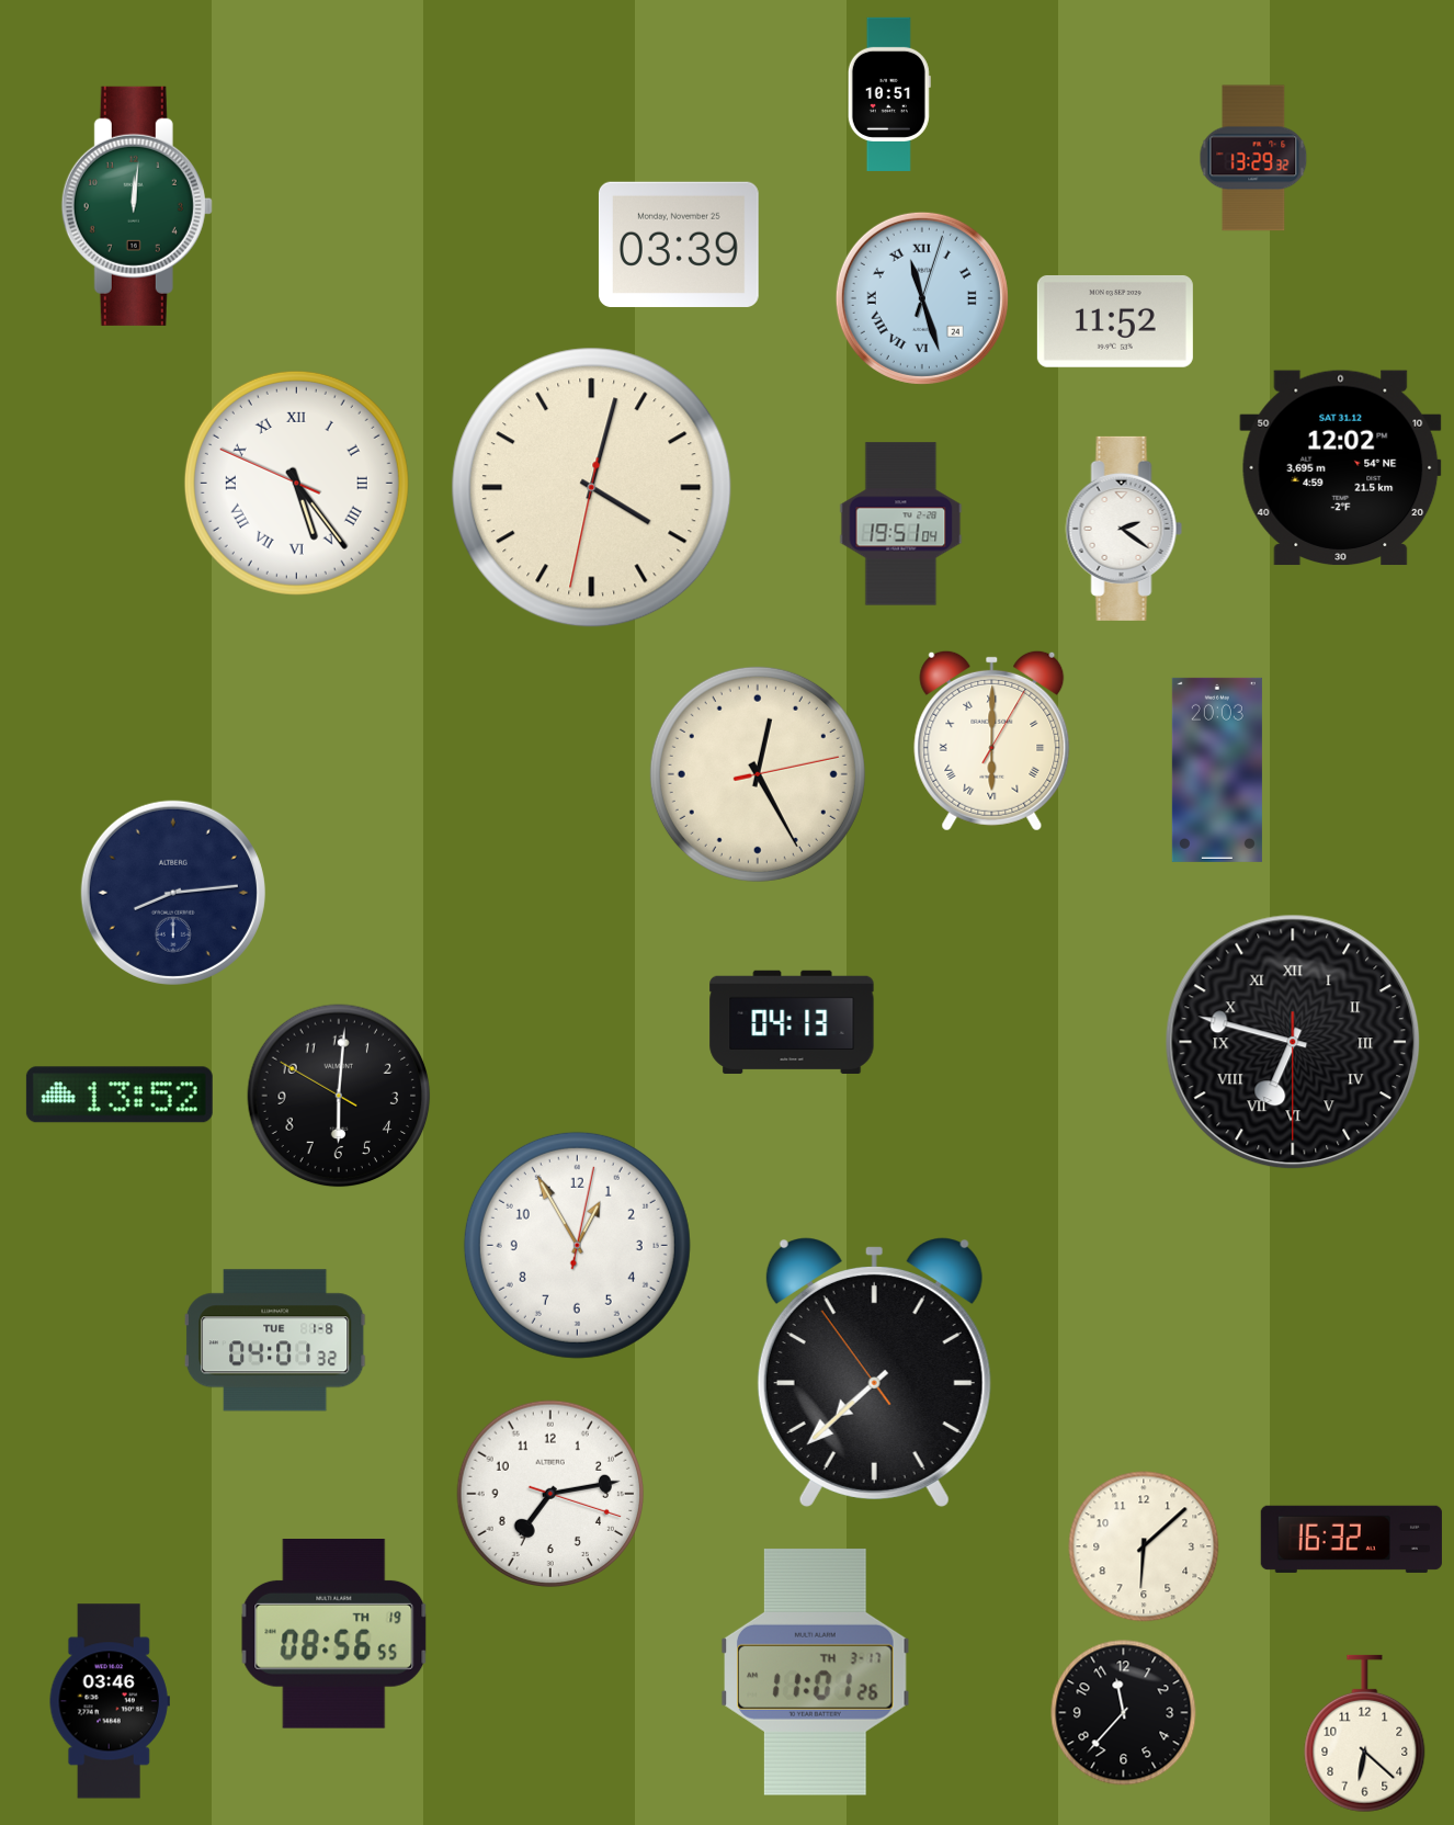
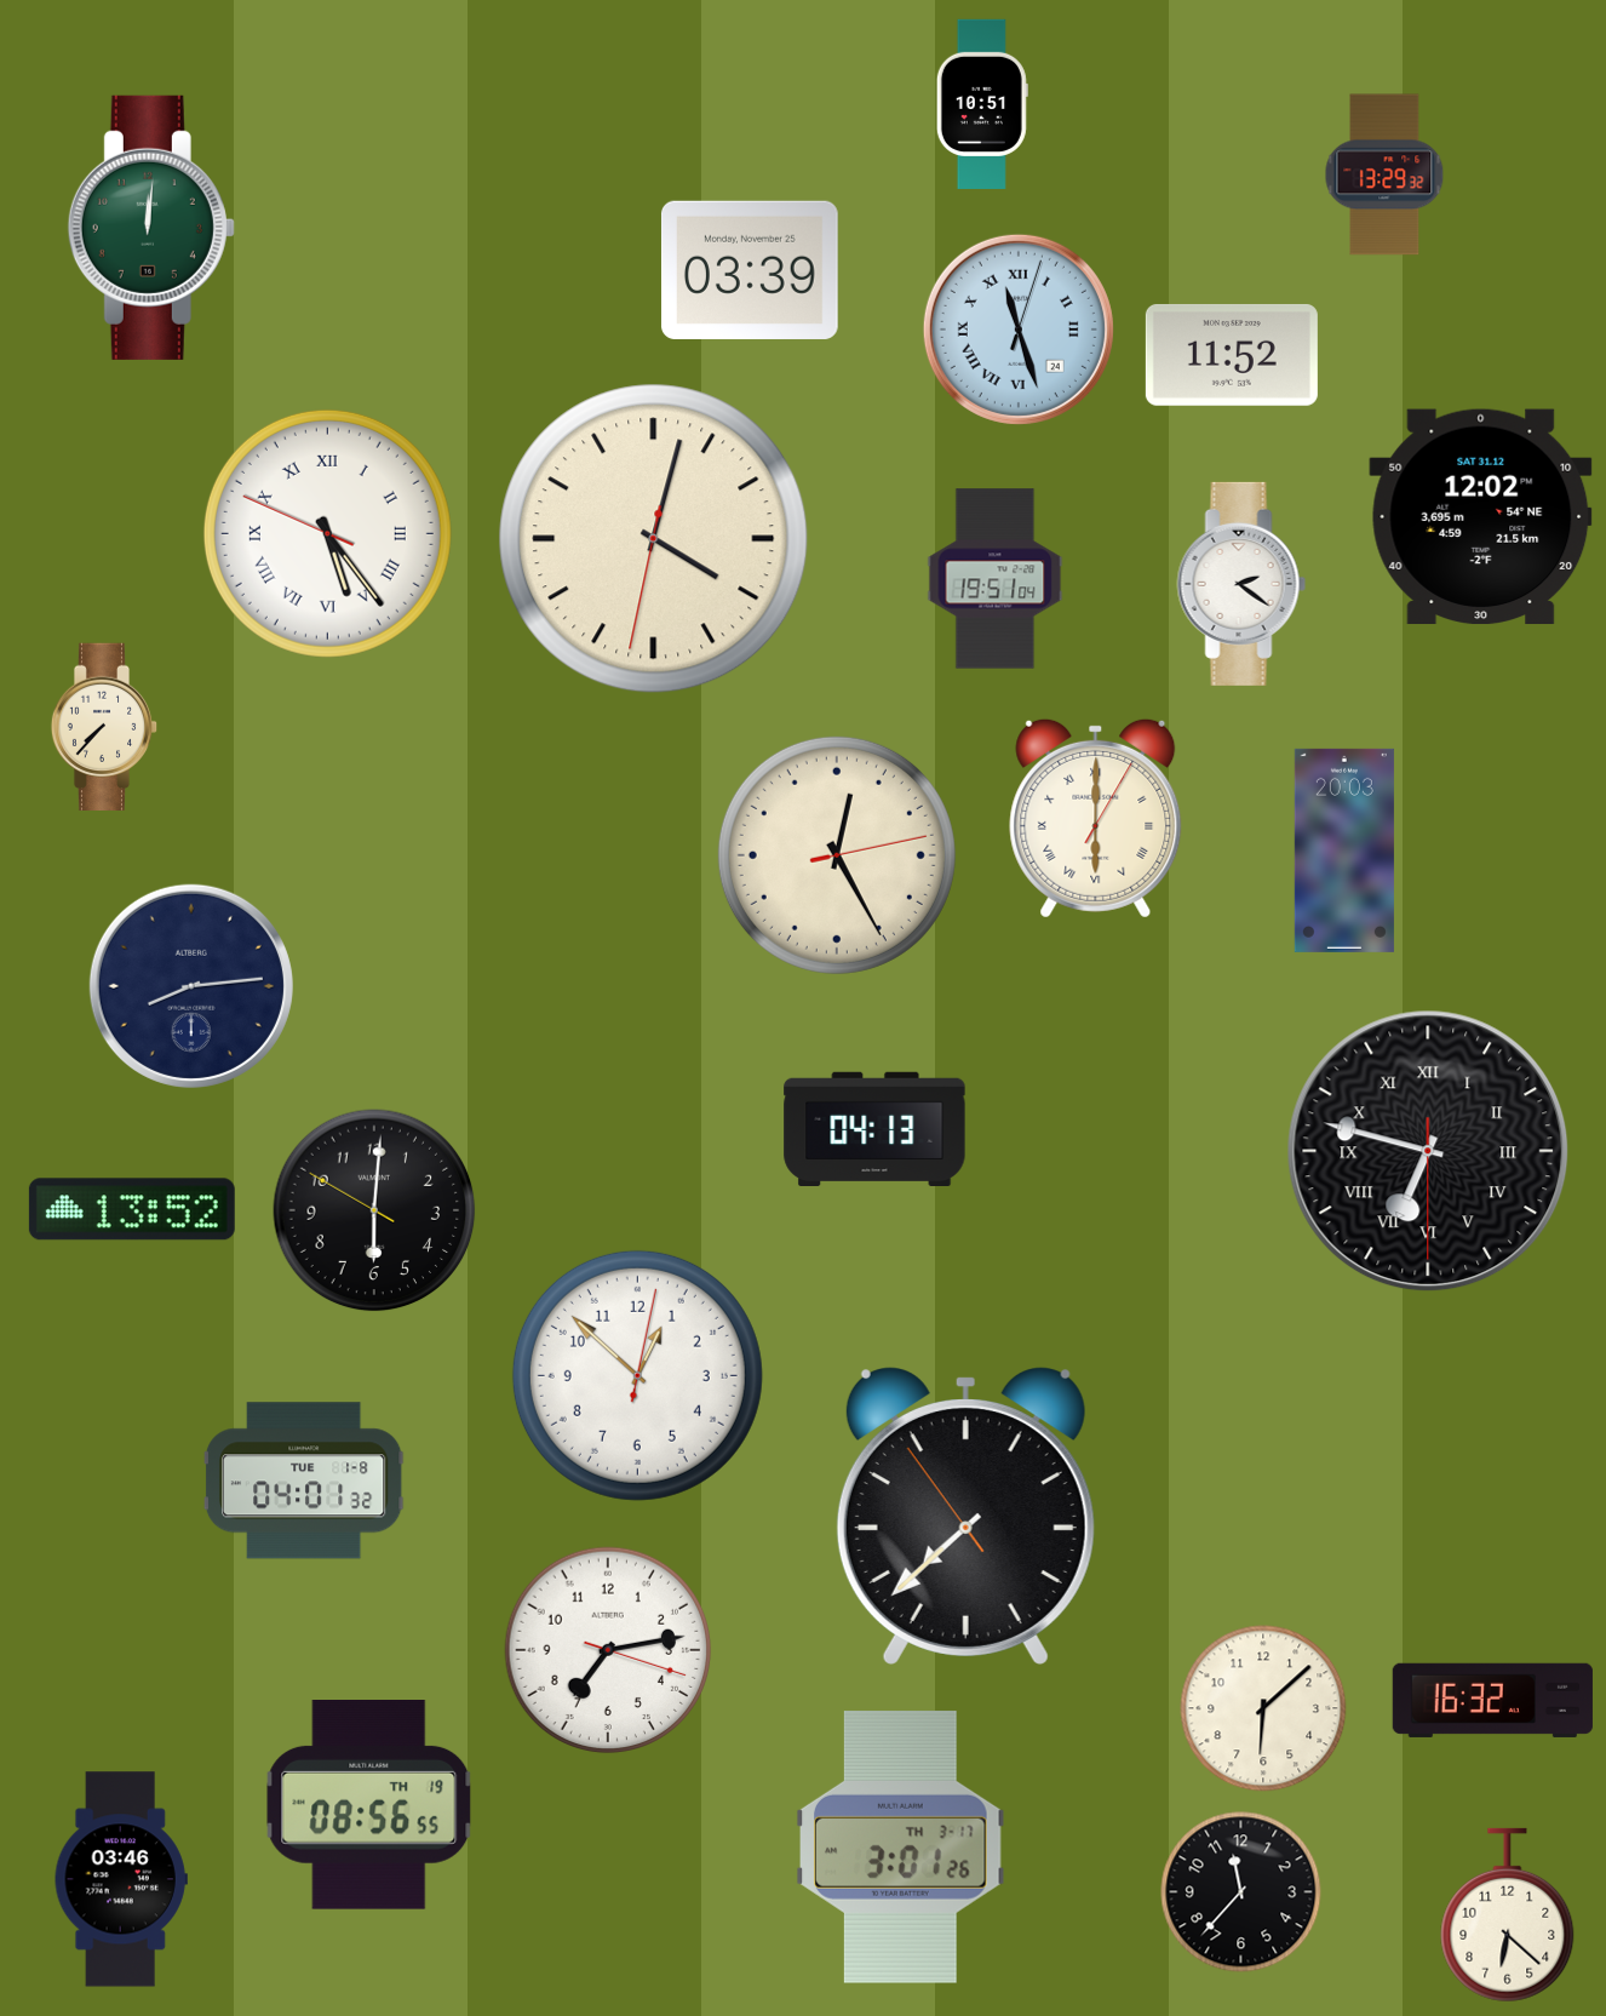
clock at (104, 726): none -> 7:37
clock at (577, 1245): 12:55 -> 12:52
clock at (816, 1671): 11:01 -> 3:01
